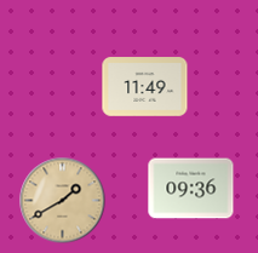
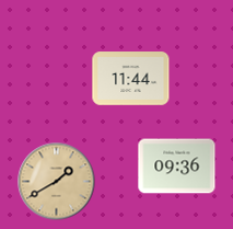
clock at (145, 87): 11:49 -> 11:44
clock at (191, 189) position: (191, 189) -> (177, 167)
